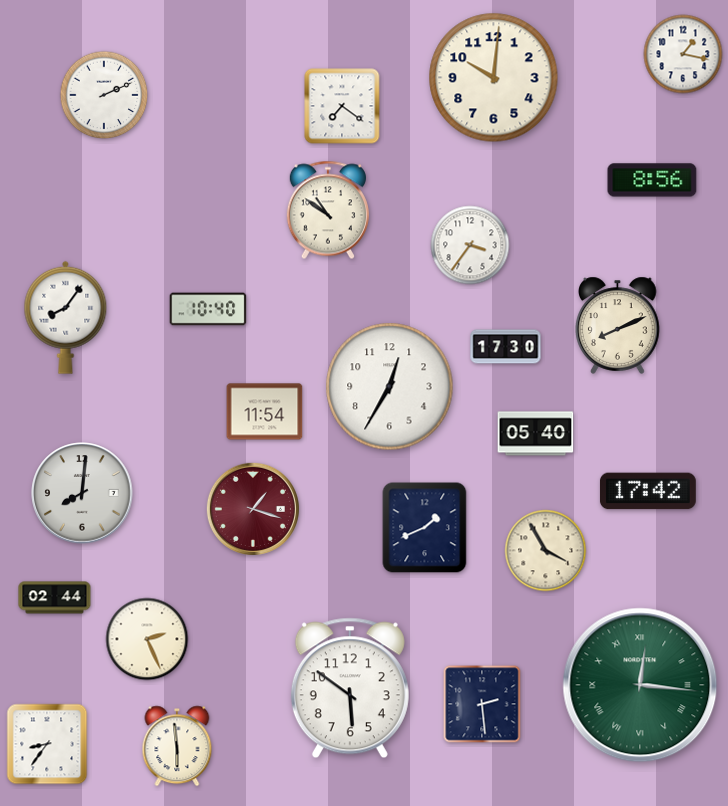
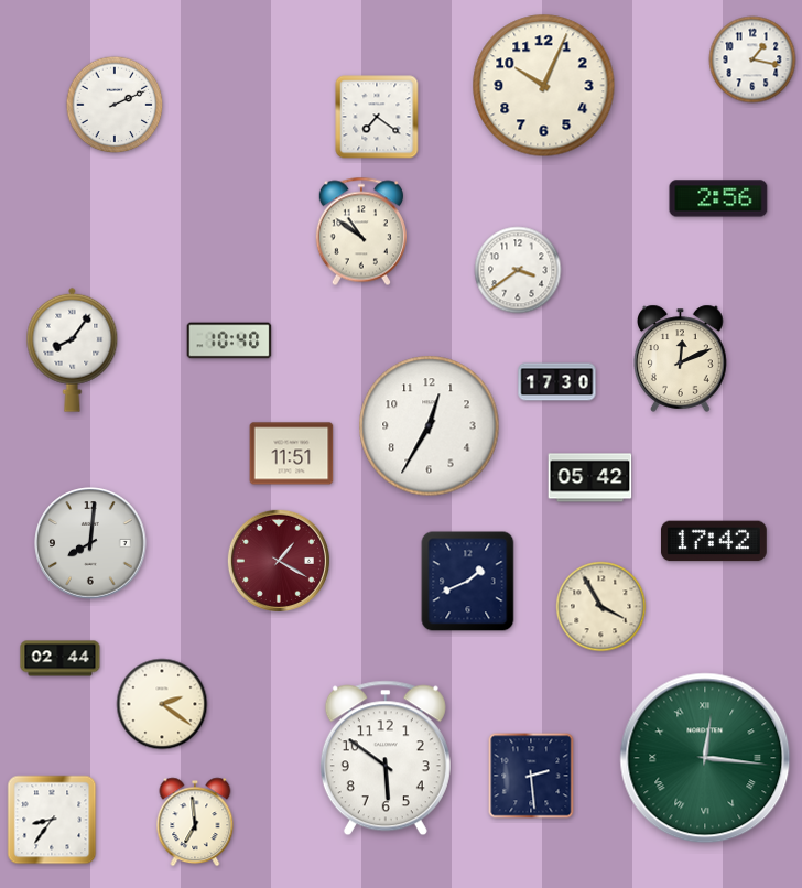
clock at (494, 78): 10:01 -> 10:04
clock at (652, 180): 8:56 -> 2:56
clock at (470, 245): 3:36 -> 3:39
clock at (618, 325): 8:11 -> 12:11
clock at (265, 412): 11:54 -> 11:51
clock at (536, 434): 05:40 -> 05:42
clock at (253, 509): 1:18 -> 1:20
clock at (147, 639): 2:26 -> 2:21
clock at (640, 685) position: (640, 685) -> (705, 758)
clock at (177, 746): 5:59 -> 6:59
